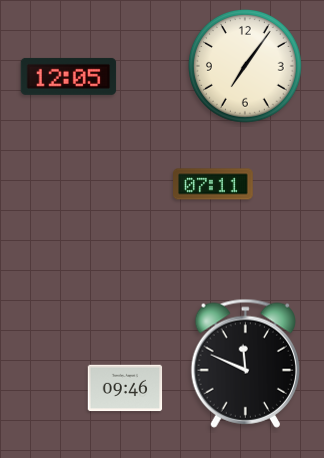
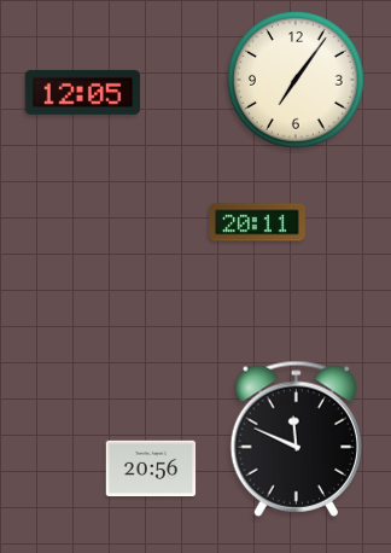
clock at (213, 184): 07:11 -> 20:11
clock at (125, 388): 09:46 -> 20:56
